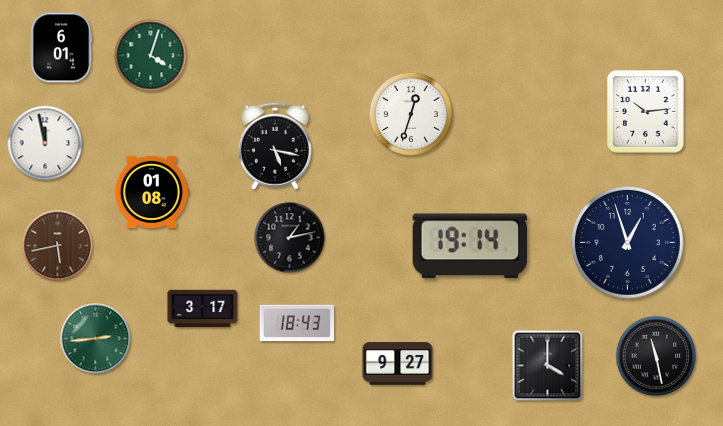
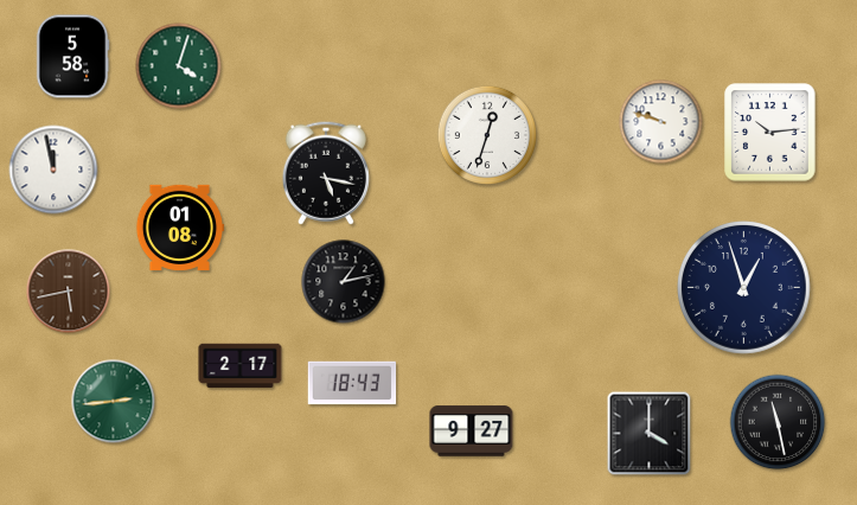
clock at (61, 48): 6:01 -> 5:58
clock at (661, 122): none -> 9:48
clock at (646, 112) position: (646, 112) -> (770, 133)
clock at (470, 246): 19:14 -> none
clock at (203, 309): 3:17 -> 2:17
